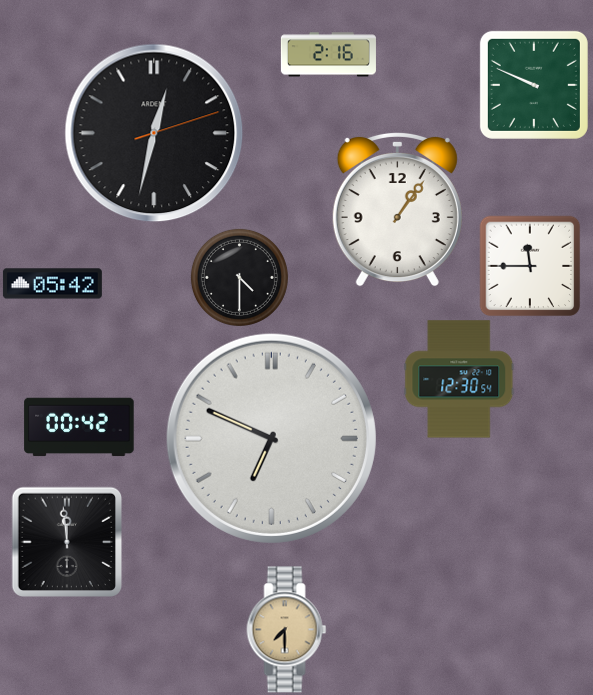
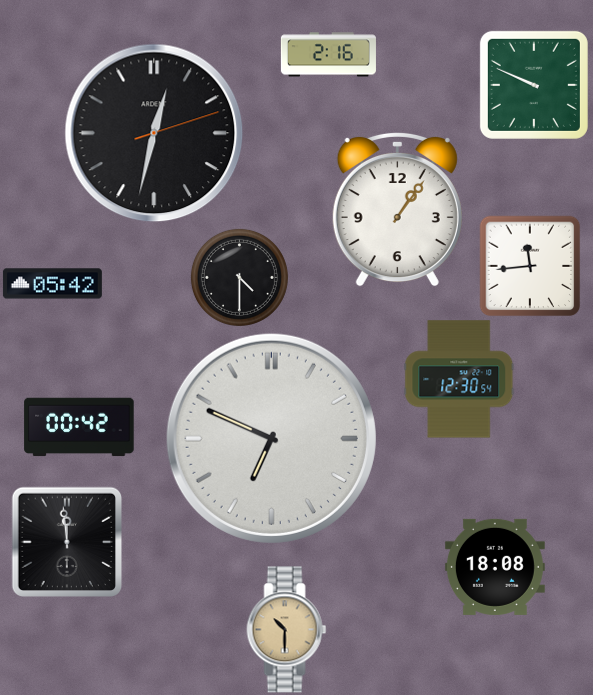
clock at (530, 266): 11:45 -> 11:44
clock at (495, 567): none -> 18:08
clock at (287, 630): 7:30 -> 10:30
